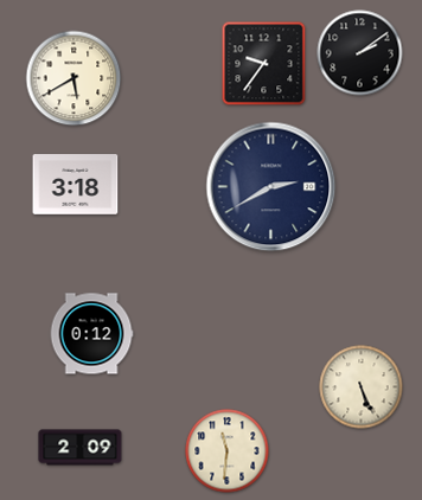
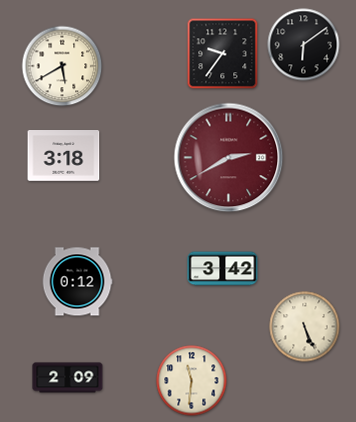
clock at (360, 53): 2:09 -> 6:09
clock at (271, 187) dial: navy -> burgundy
clock at (223, 269): none -> 3:42
